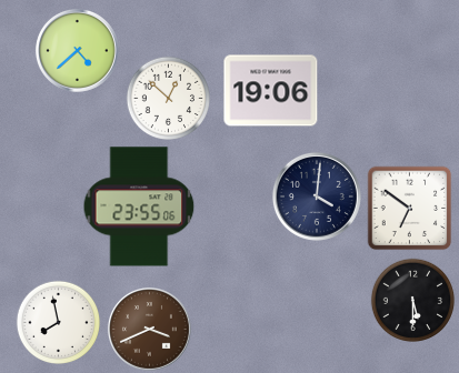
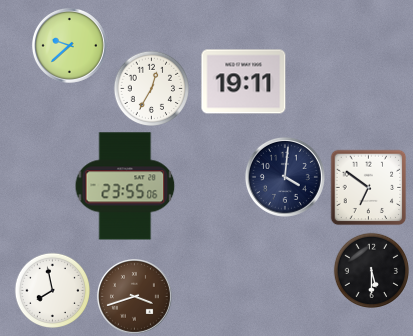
clock at (77, 50): 4:38 -> 9:38
clock at (271, 91): 19:06 -> 19:11
clock at (169, 99): 12:52 -> 12:35
clock at (149, 329): 3:41 -> 3:42
